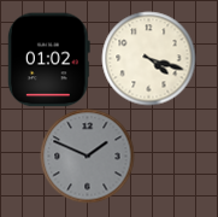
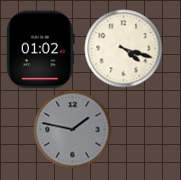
clock at (87, 156): 1:49 -> 1:47
